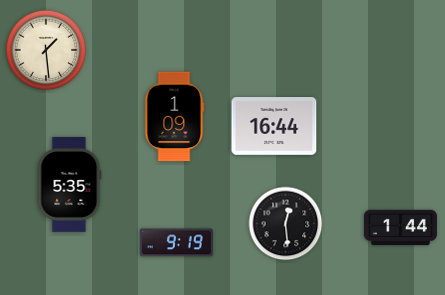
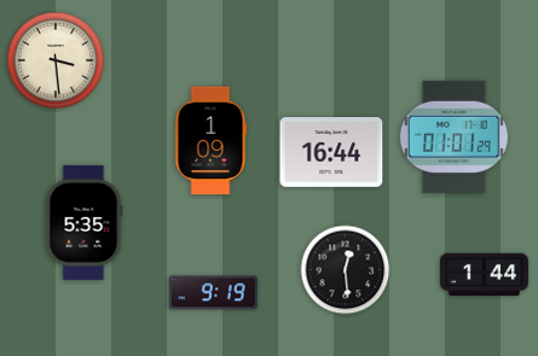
clock at (46, 50): 1:29 -> 3:29
clock at (453, 136): none -> 01:01
